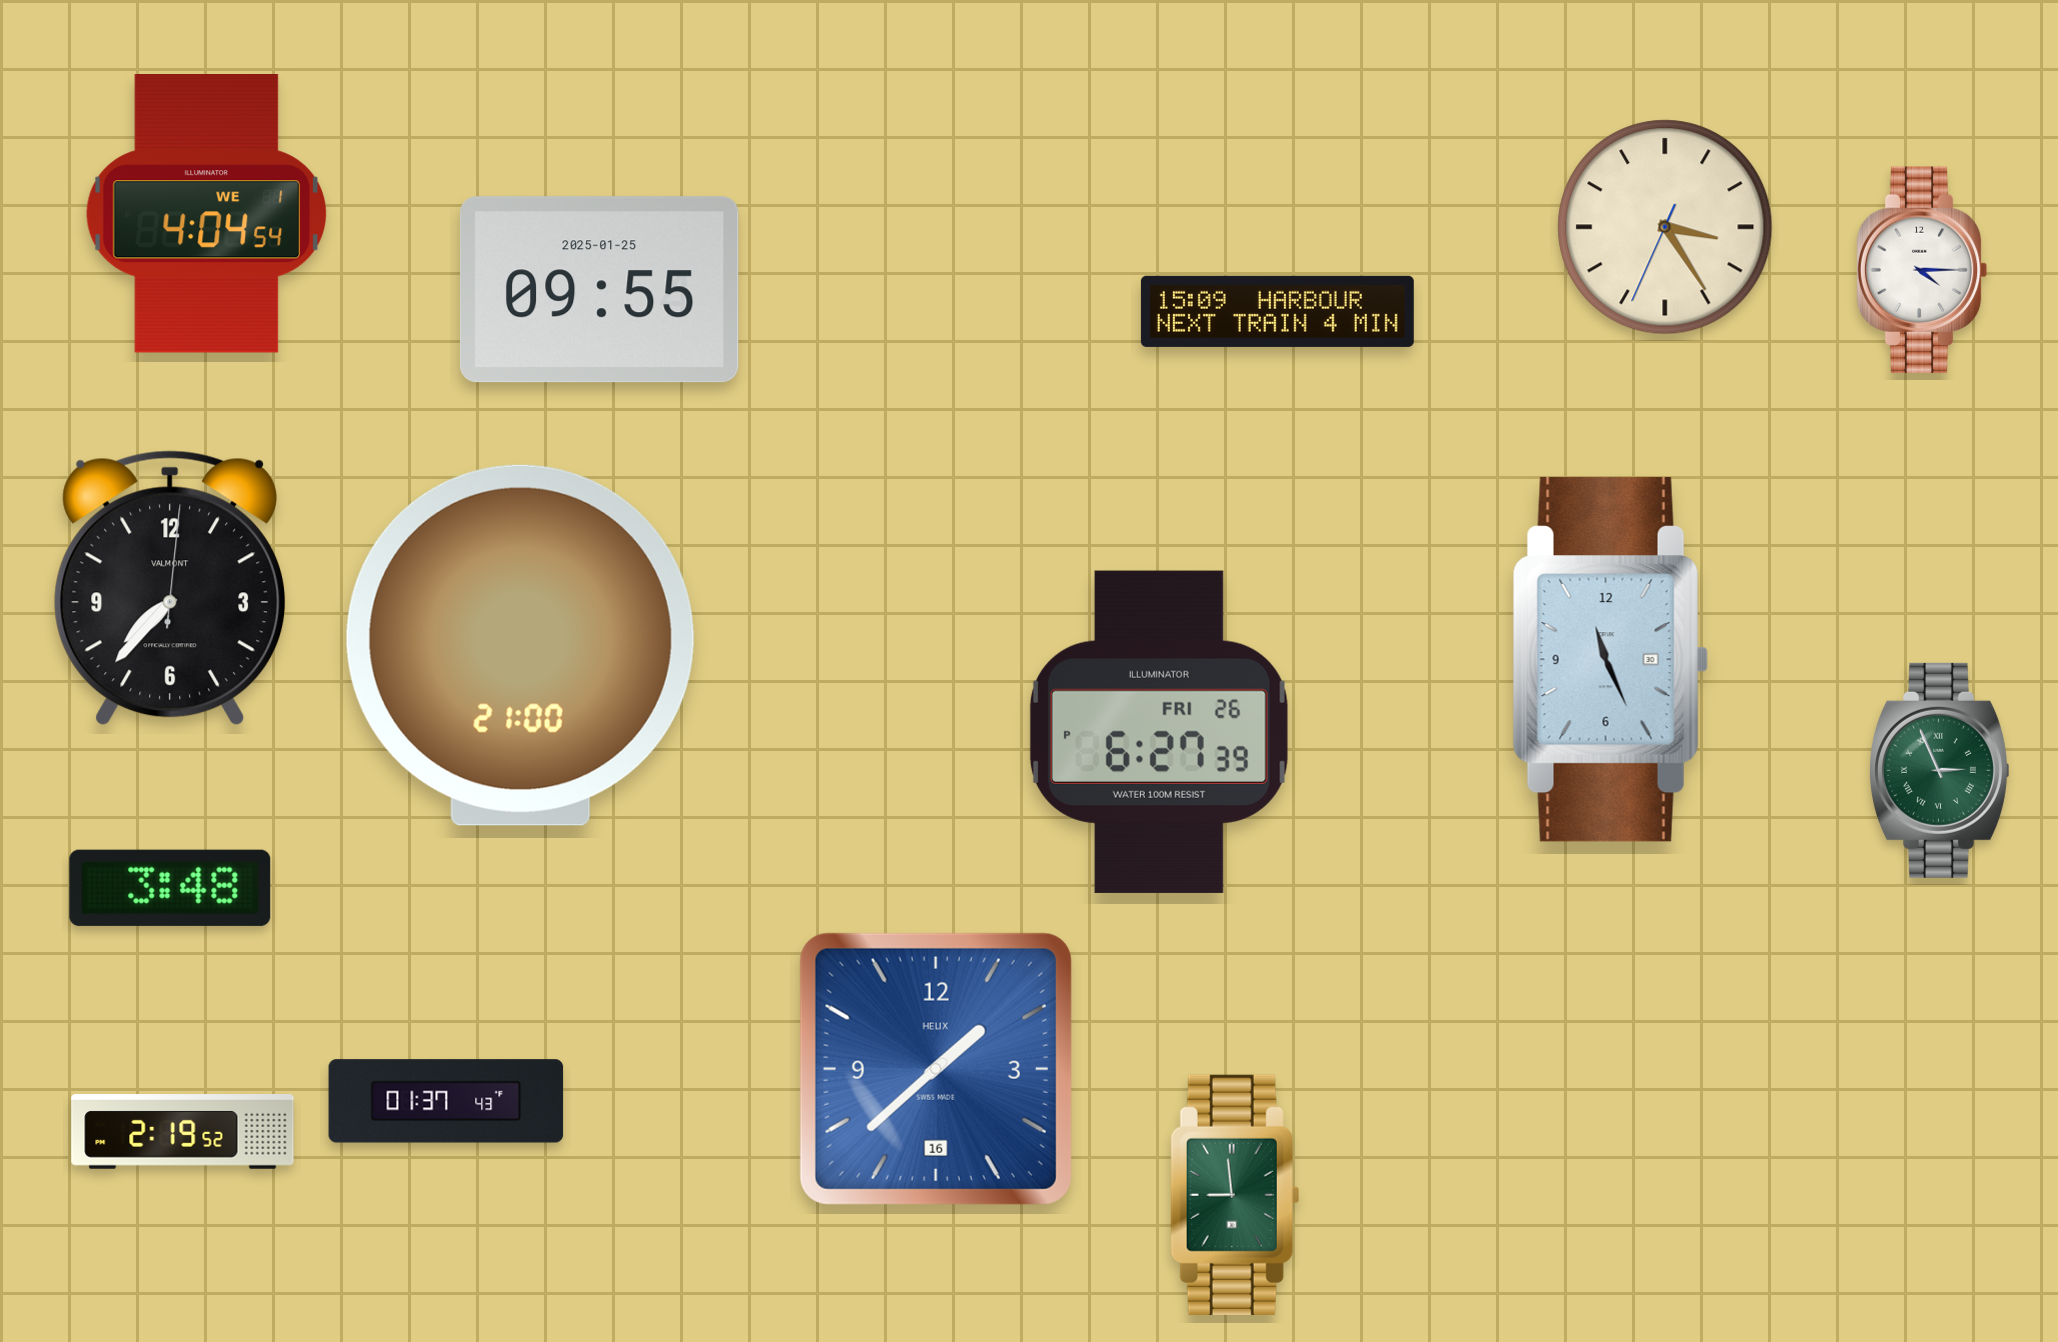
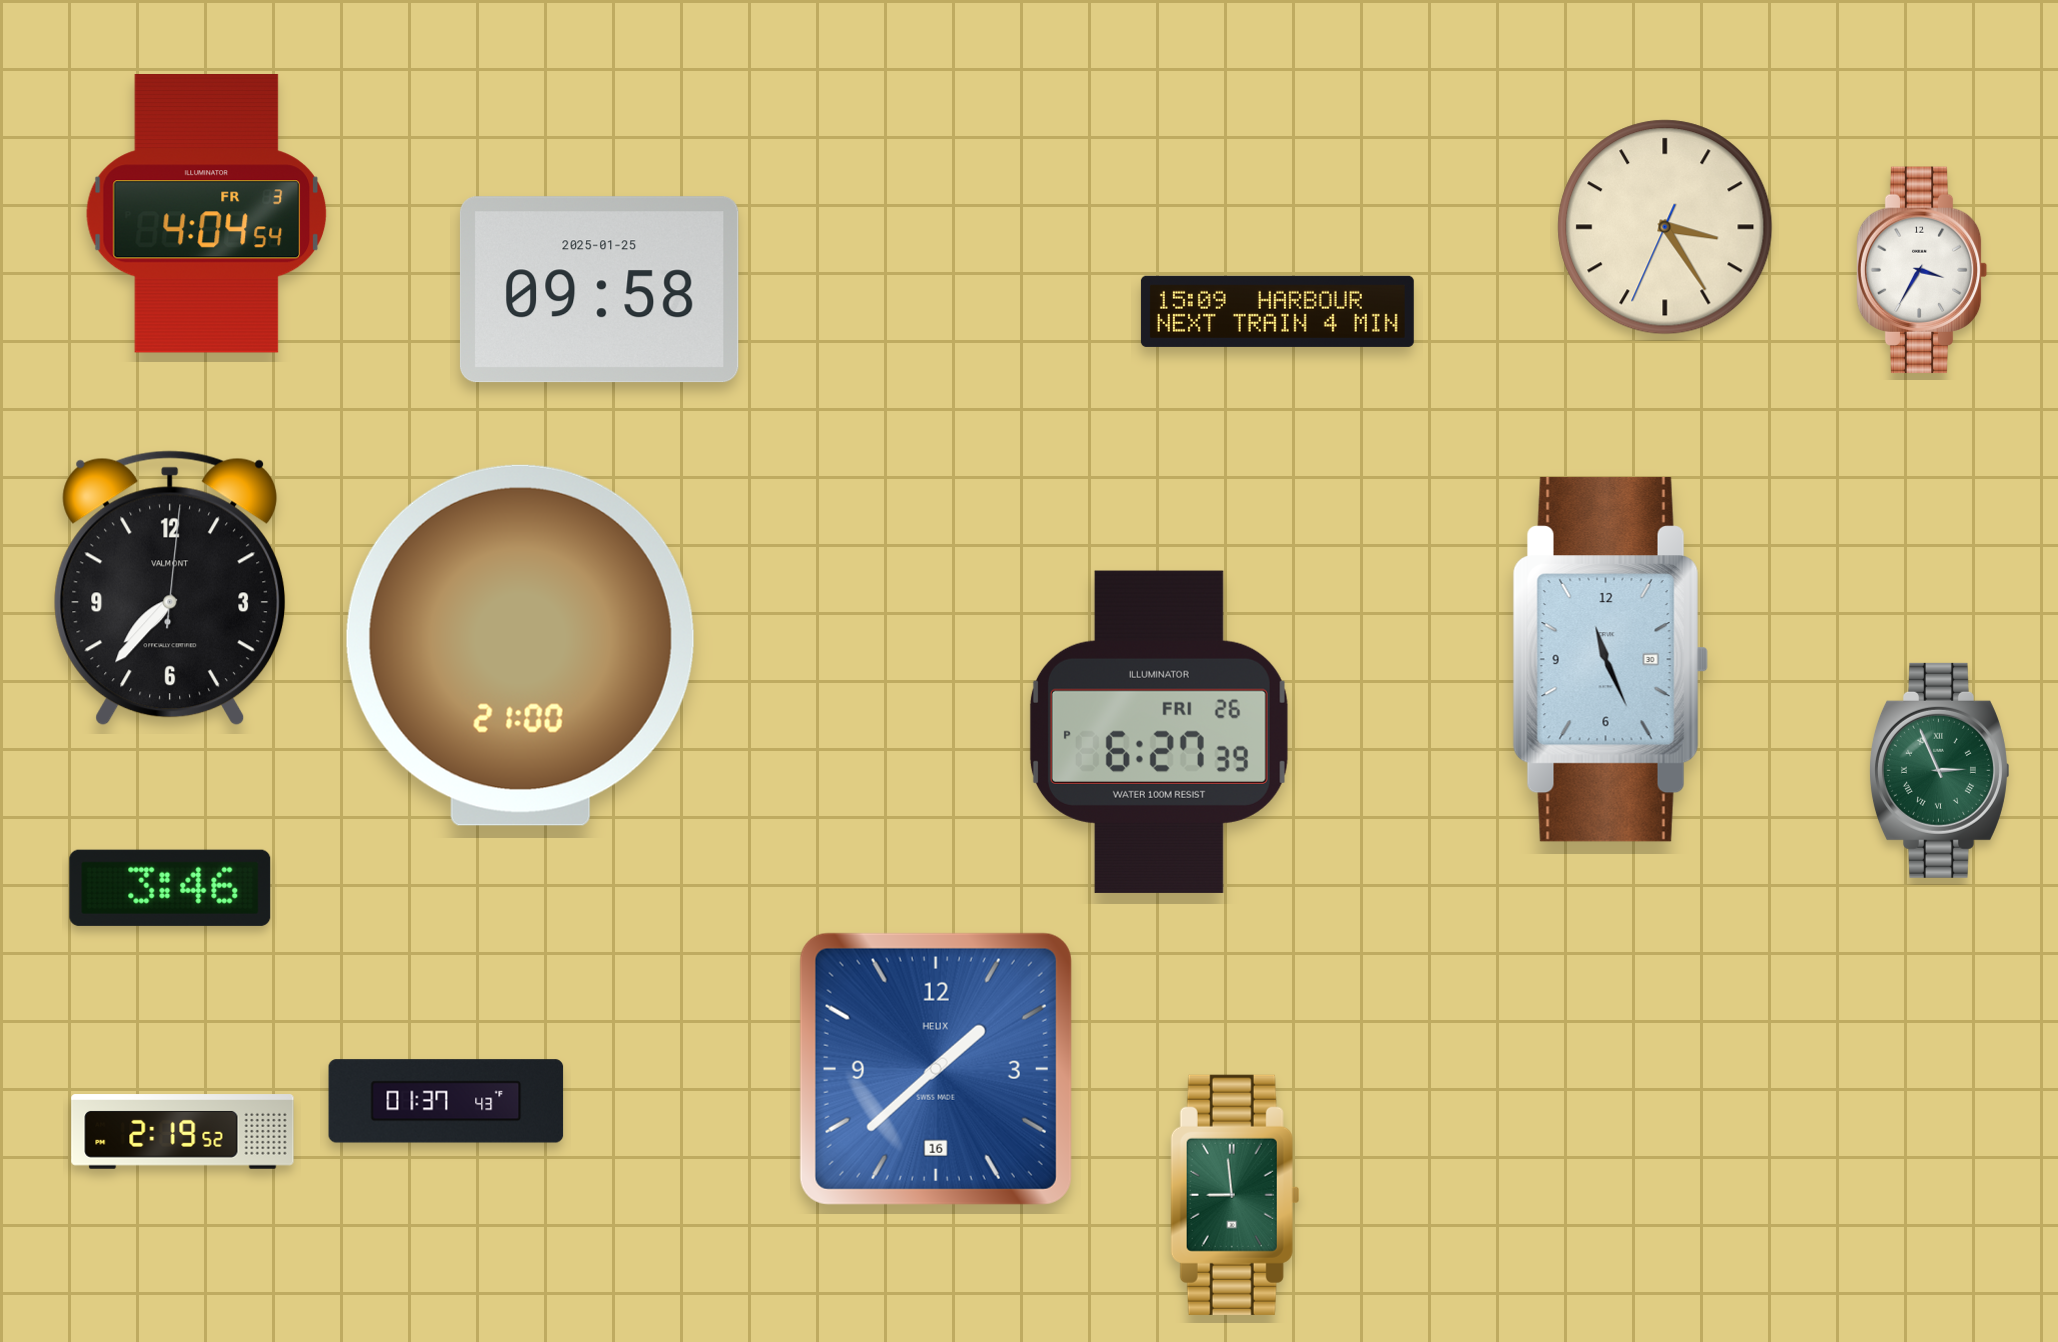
clock at (206, 214) date: WE 1 -> FR 3
clock at (1922, 270): 4:15 -> 3:35
clock at (599, 290): 09:55 -> 09:58
clock at (170, 888): 3:48 -> 3:46
